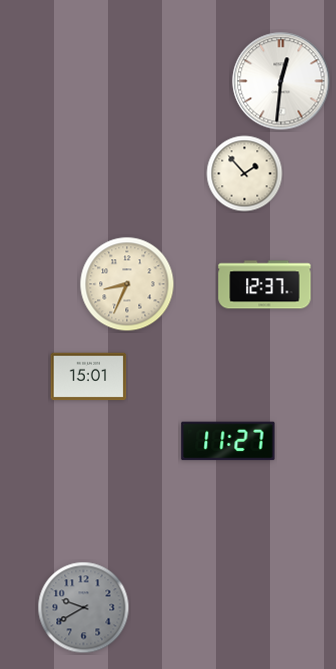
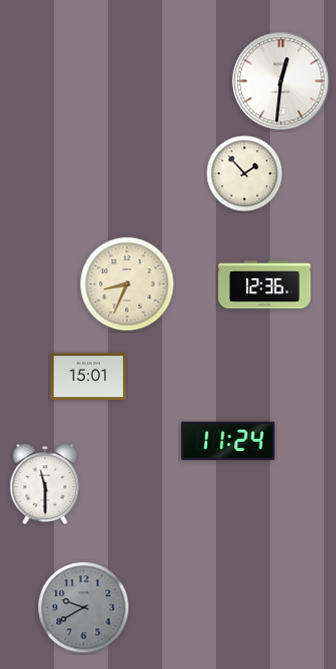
clock at (265, 285): 12:37 -> 12:36
clock at (228, 441): 11:27 -> 11:24
clock at (45, 484): none -> 11:30
